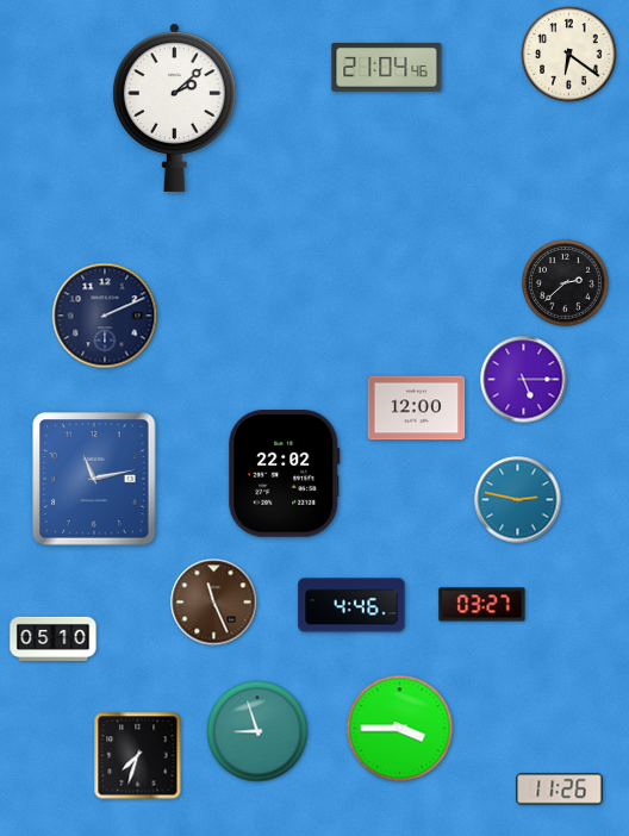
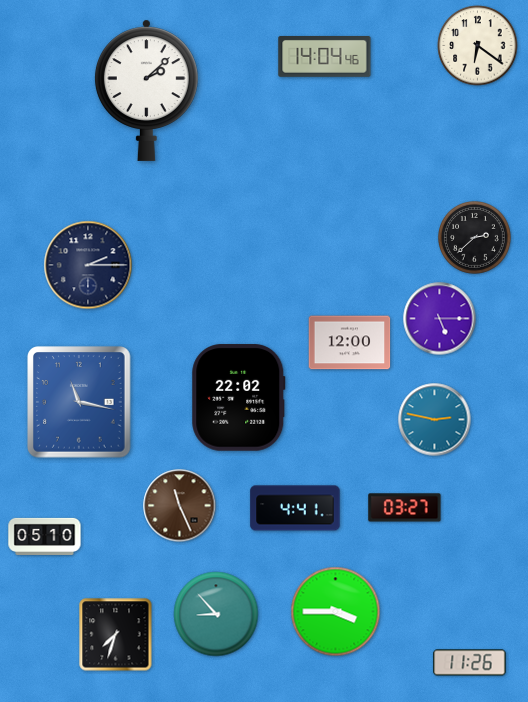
clock at (387, 68): 21:04 -> 14:04
clock at (105, 316): 2:11 -> 2:15
clock at (94, 479): 11:13 -> 11:17
clock at (351, 605): 4:46 -> 4:41
clock at (257, 731): 8:57 -> 8:53
